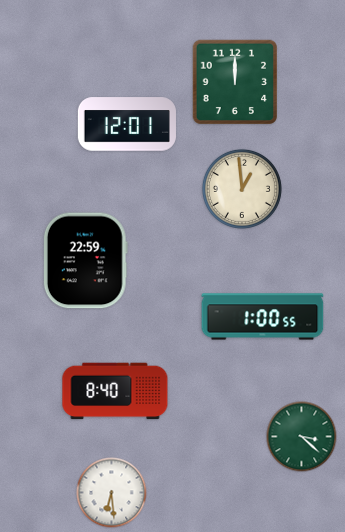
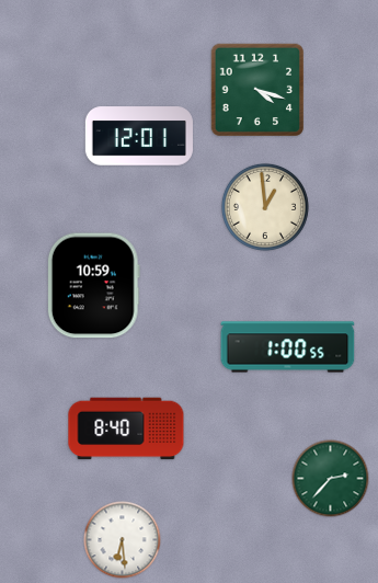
clock at (235, 82): 12:00 -> 4:18
clock at (85, 261): 22:59 -> 10:59
clock at (302, 437): 3:22 -> 2:37
